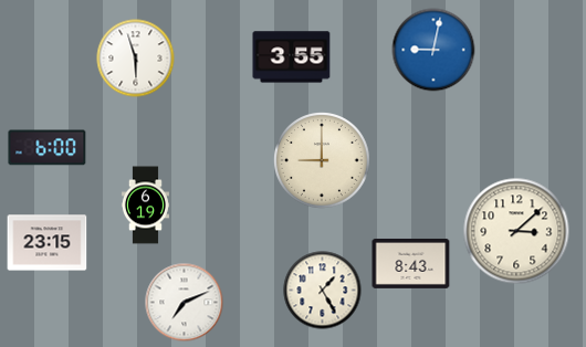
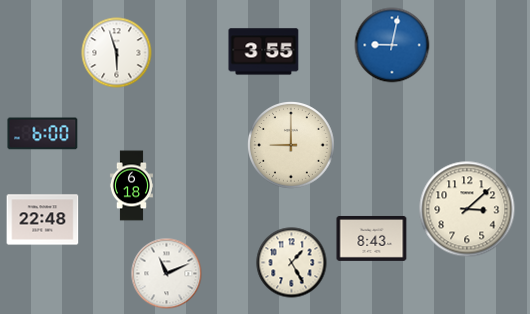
clock at (136, 59) position: (136, 59) -> (117, 53)
clock at (145, 206): 6:19 -> 6:18
clock at (48, 243): 23:15 -> 22:48
clock at (185, 303): 7:11 -> 11:11
